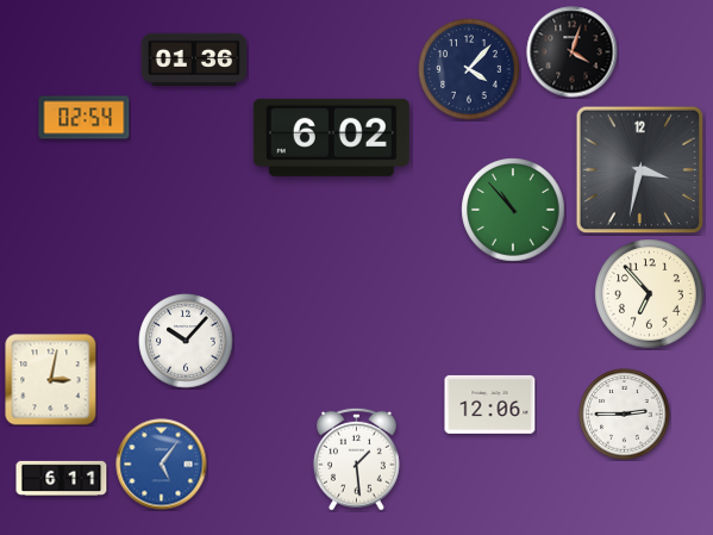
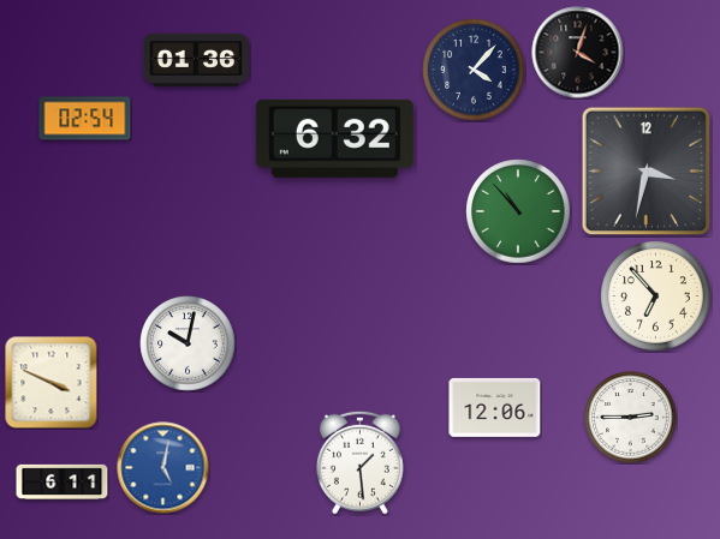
clock at (331, 137): 6:02 -> 6:32
clock at (186, 341): 10:07 -> 10:02
clock at (51, 380): 3:02 -> 3:49
clock at (162, 465): 5:06 -> 5:02
